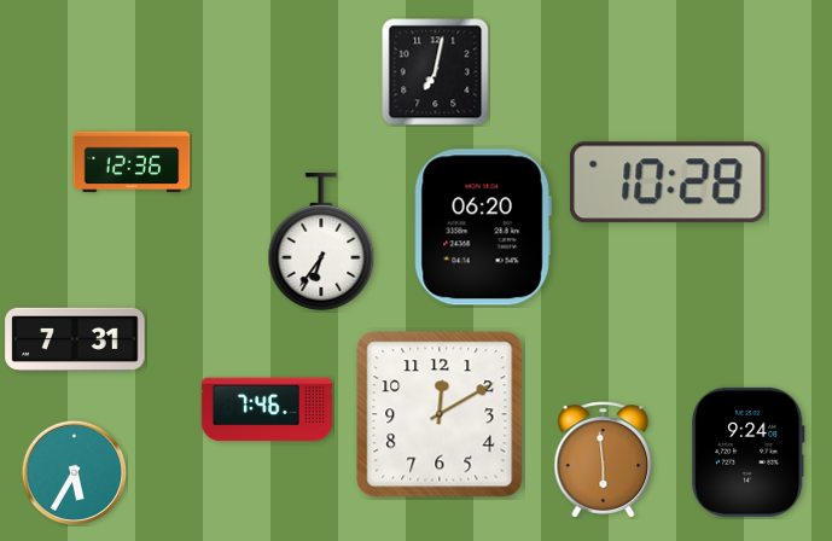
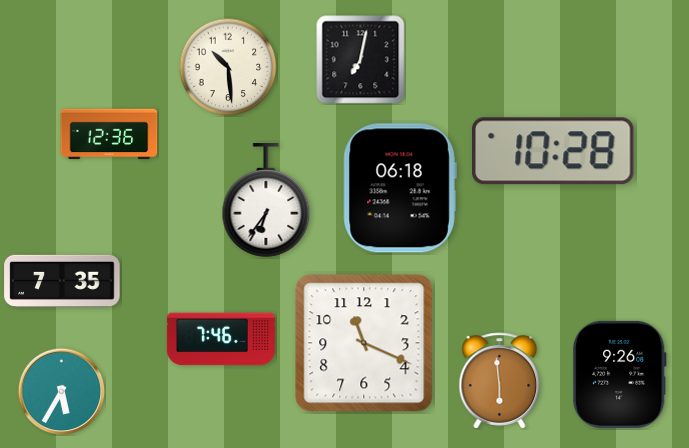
clock at (228, 67): none -> 10:29
clock at (483, 227): 06:20 -> 06:18
clock at (75, 339): 7:31 -> 7:35
clock at (440, 414): 12:10 -> 11:19
clock at (749, 452): 9:24 -> 9:26
